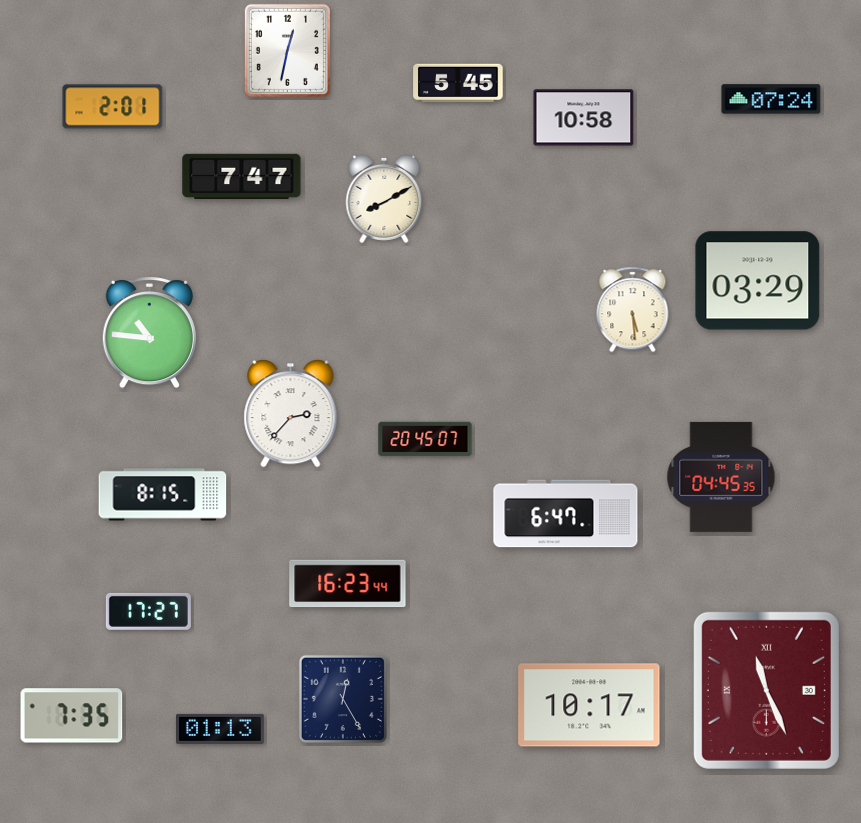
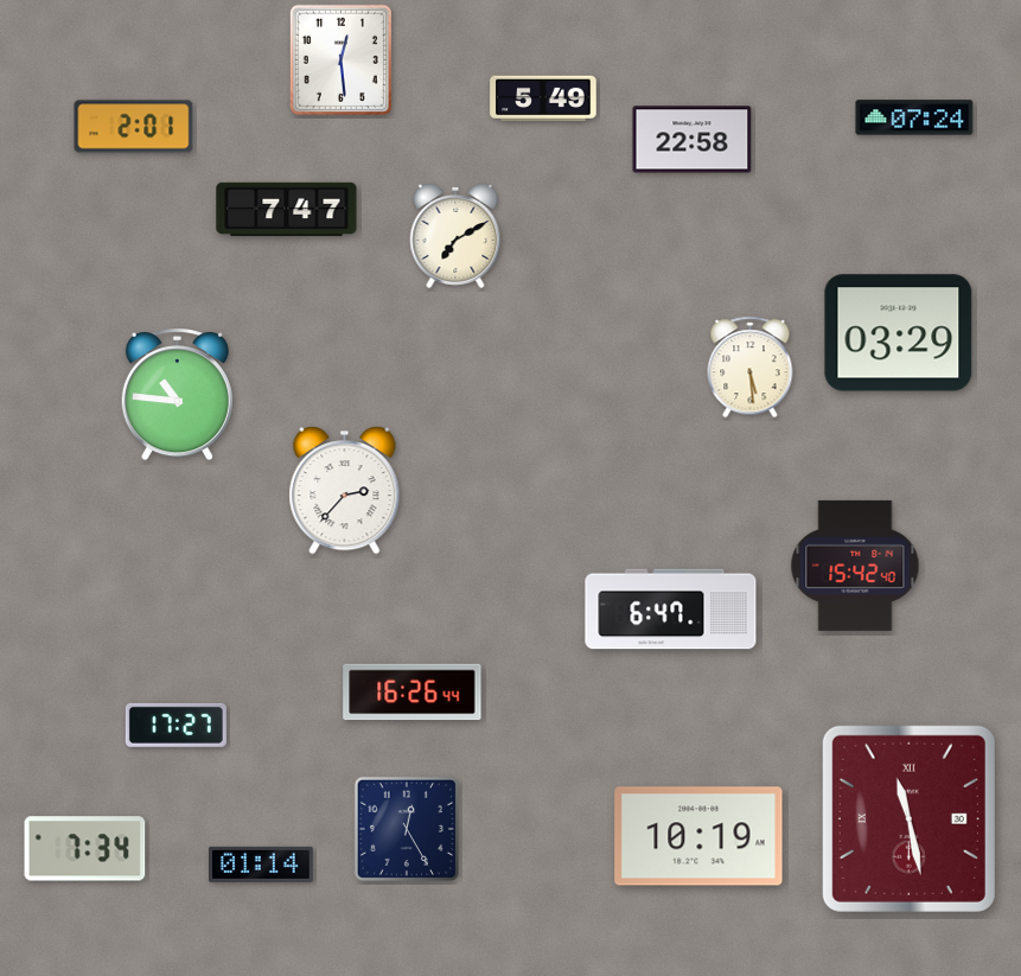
clock at (287, 50): 12:32 -> 12:29
clock at (458, 83): 5:45 -> 5:49
clock at (584, 118): 10:58 -> 22:58
clock at (384, 199): 8:10 -> 7:10
clock at (425, 439): 20:45 -> none
clock at (721, 477): 04:45 -> 15:42
clock at (163, 495): 8:15 -> none
clock at (348, 584): 16:23 -> 16:26
clock at (766, 690): 11:26 -> 11:28
clock at (589, 705): 10:17 -> 10:19
clock at (72, 716): 7:35 -> 7:34
clock at (221, 729): 01:13 -> 01:14
